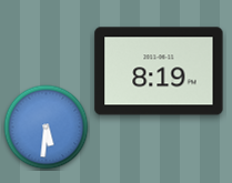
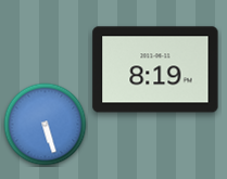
clock at (47, 128): 5:31 -> 5:27
